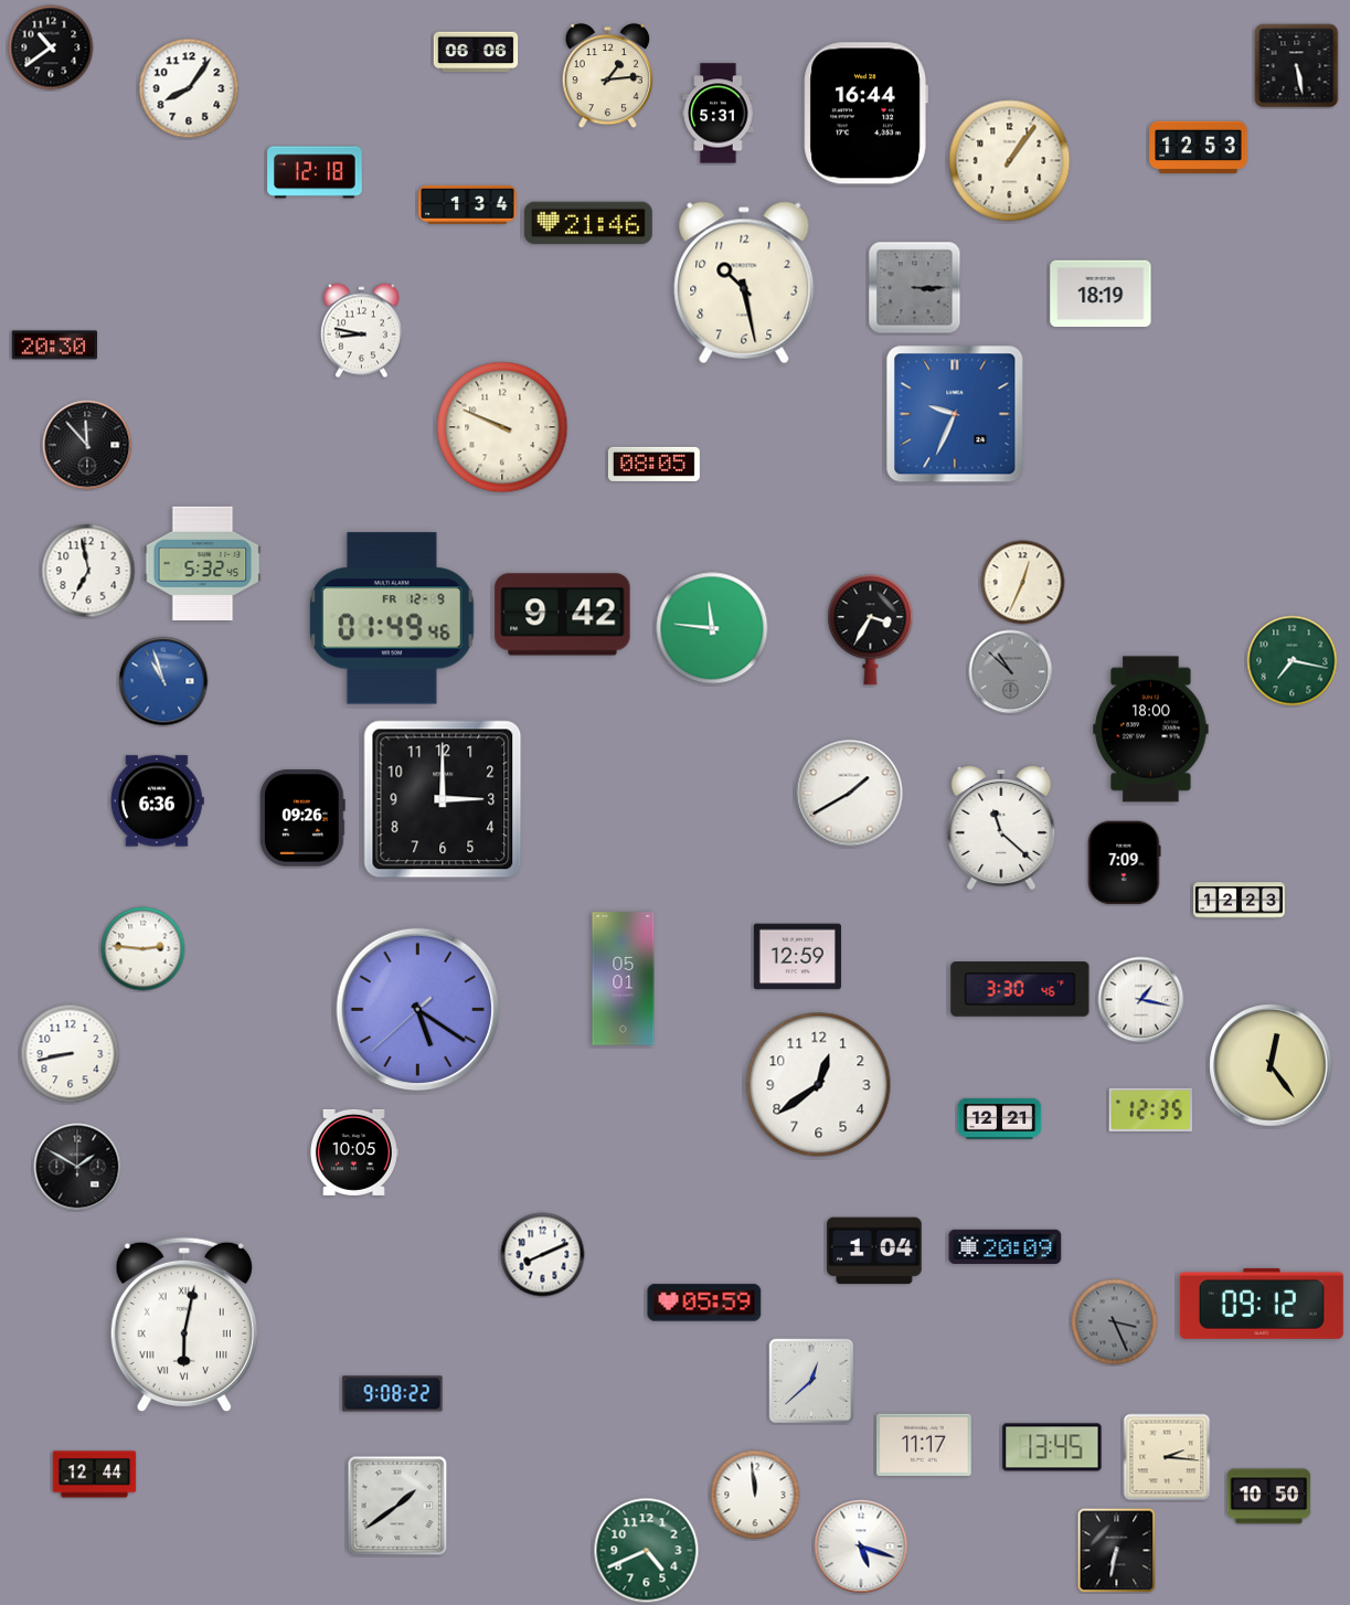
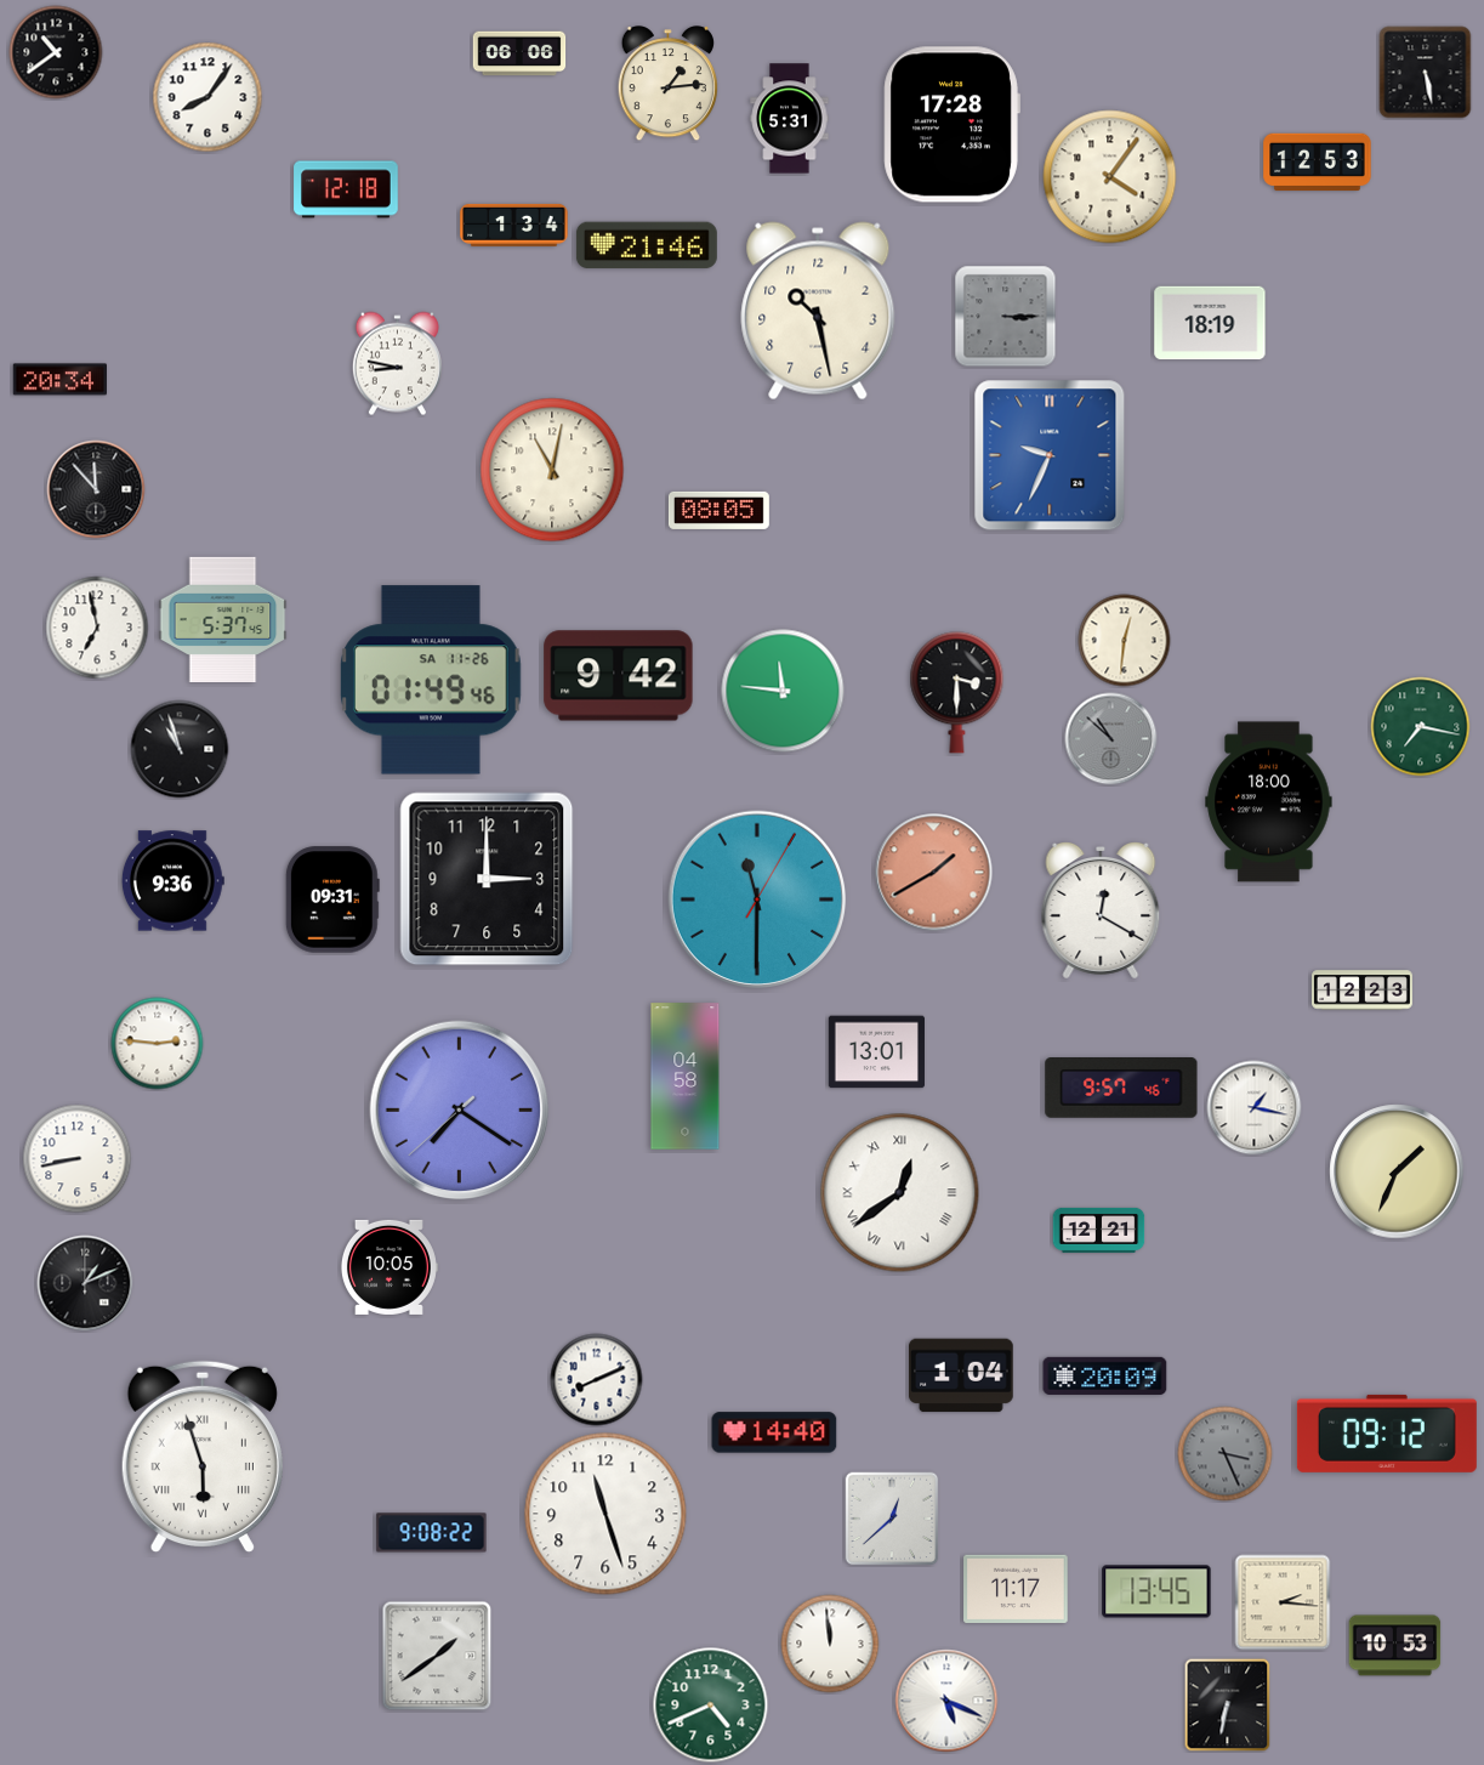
clock at (476, 52) position: (476, 52) -> (519, 53)
clock at (719, 114) position: (719, 114) -> (790, 119)
clock at (865, 114): 16:44 -> 17:28
clock at (1010, 161): 1:06 -> 4:06
clock at (55, 346): 20:30 -> 20:34
clock at (502, 427): 9:49 -> 11:02
clock at (203, 563): 5:32 -> 5:37
clock at (1023, 583): 12:34 -> 12:31
clock at (393, 618) date: FR 12-9 -> SA 11-26
clock at (871, 630): 3:35 -> 3:30
clock at (163, 681) dial: blue -> black
clock at (1151, 730) position: (1151, 730) -> (1269, 802)
clock at (850, 794) dial: white -> salmon
clock at (157, 801): 6:36 -> 9:36
clock at (302, 818): 09:26 -> 09:31
clock at (757, 899): none -> 11:30
clock at (1001, 829): 11:22 -> 12:20
clock at (1125, 863): 7:09 -> none
clock at (797, 957): 12:59 -> 13:01
clock at (624, 979): 05:01 -> 04:58
clock at (1020, 990): 3:30 -> 9:57
clock at (1141, 1000) position: (1141, 1000) -> (1255, 1108)
clock at (418, 1010): 5:20 -> 7:20
clock at (1271, 1065): 12:24 -> 1:34
clock at (819, 1085) numerals: Arabic -> Roman
clock at (1151, 1109): 12:35 -> none
clock at (77, 1167): 1:50 -> 1:11
clock at (1006, 1246) position: (1006, 1246) -> (1105, 1375)
clock at (704, 1303): 05:59 -> 14:40
clock at (184, 1325): 6:02 -> 5:57
clock at (605, 1514): none -> 11:27
clock at (95, 1475): 12:44 -> none
clock at (1269, 1497): 10:50 -> 10:53
clock at (861, 1546): 5:18 -> 5:19
